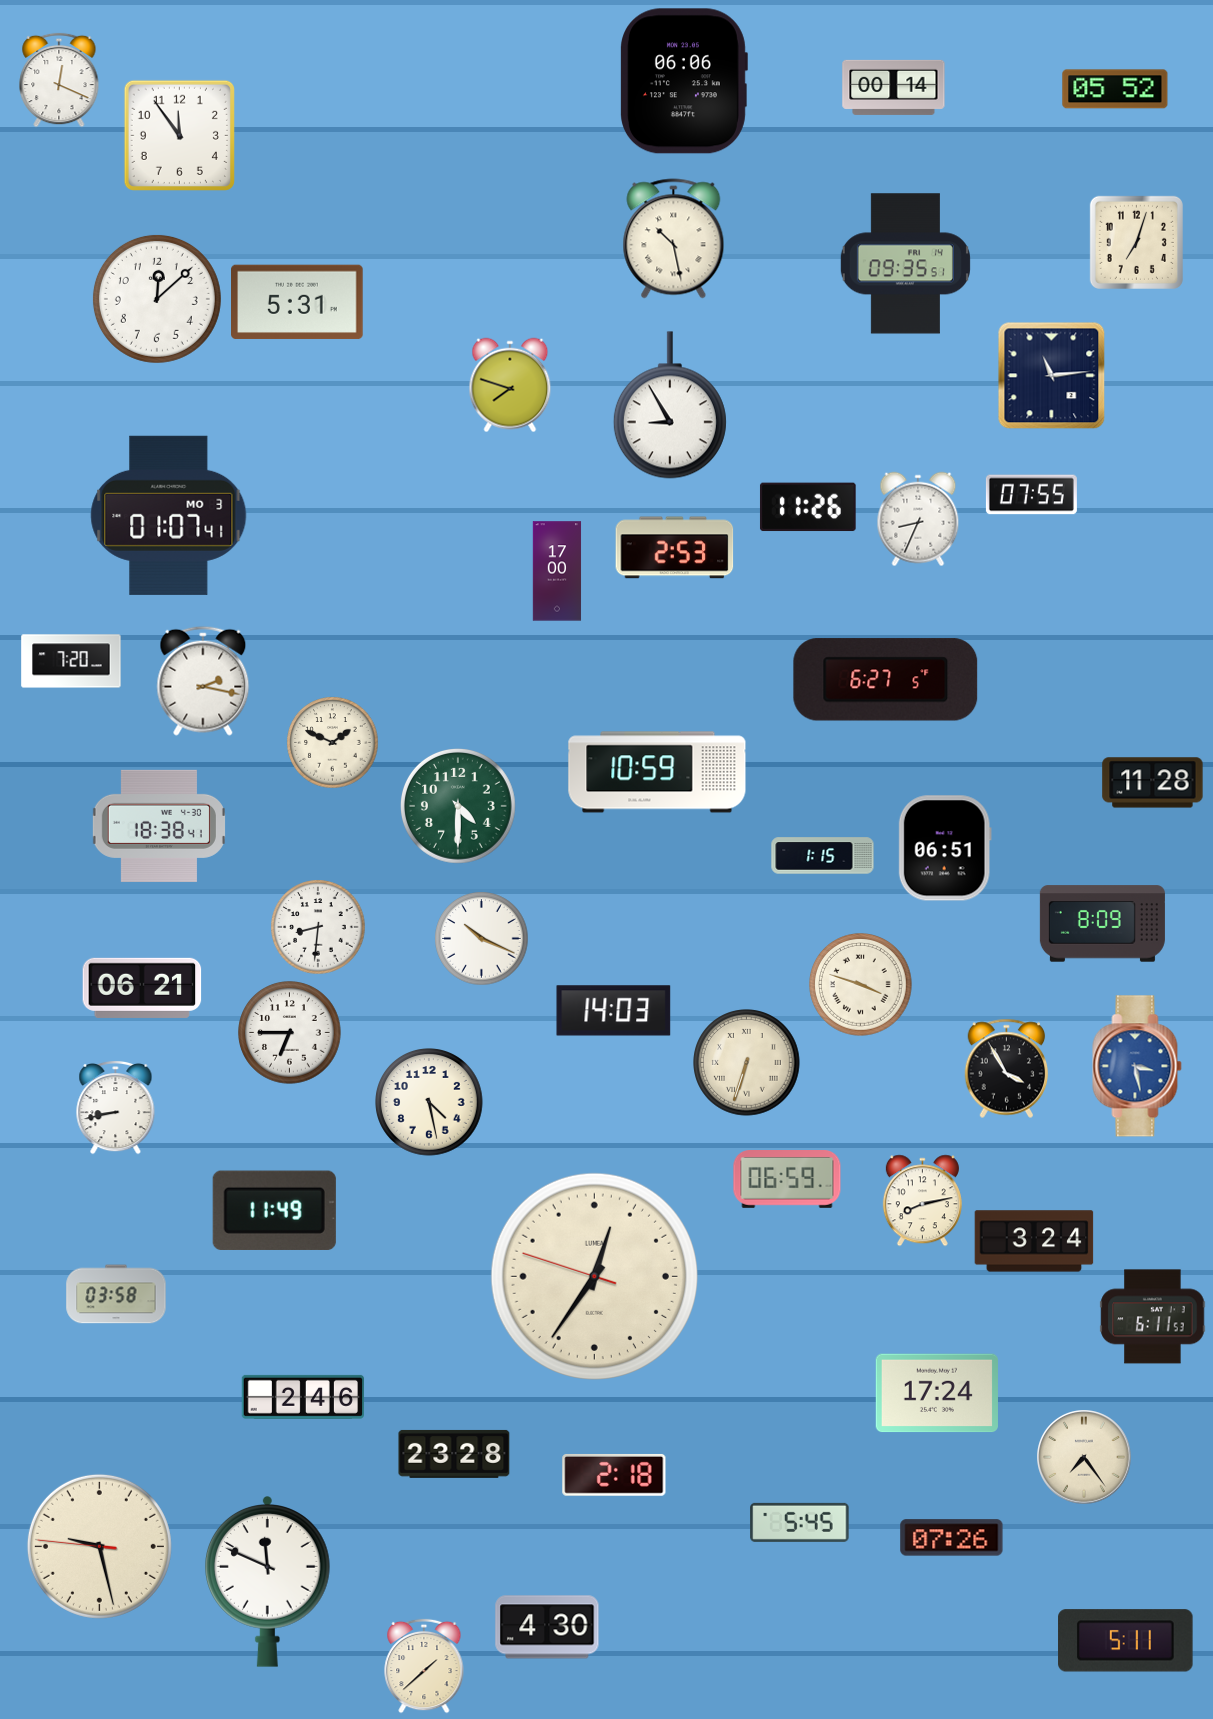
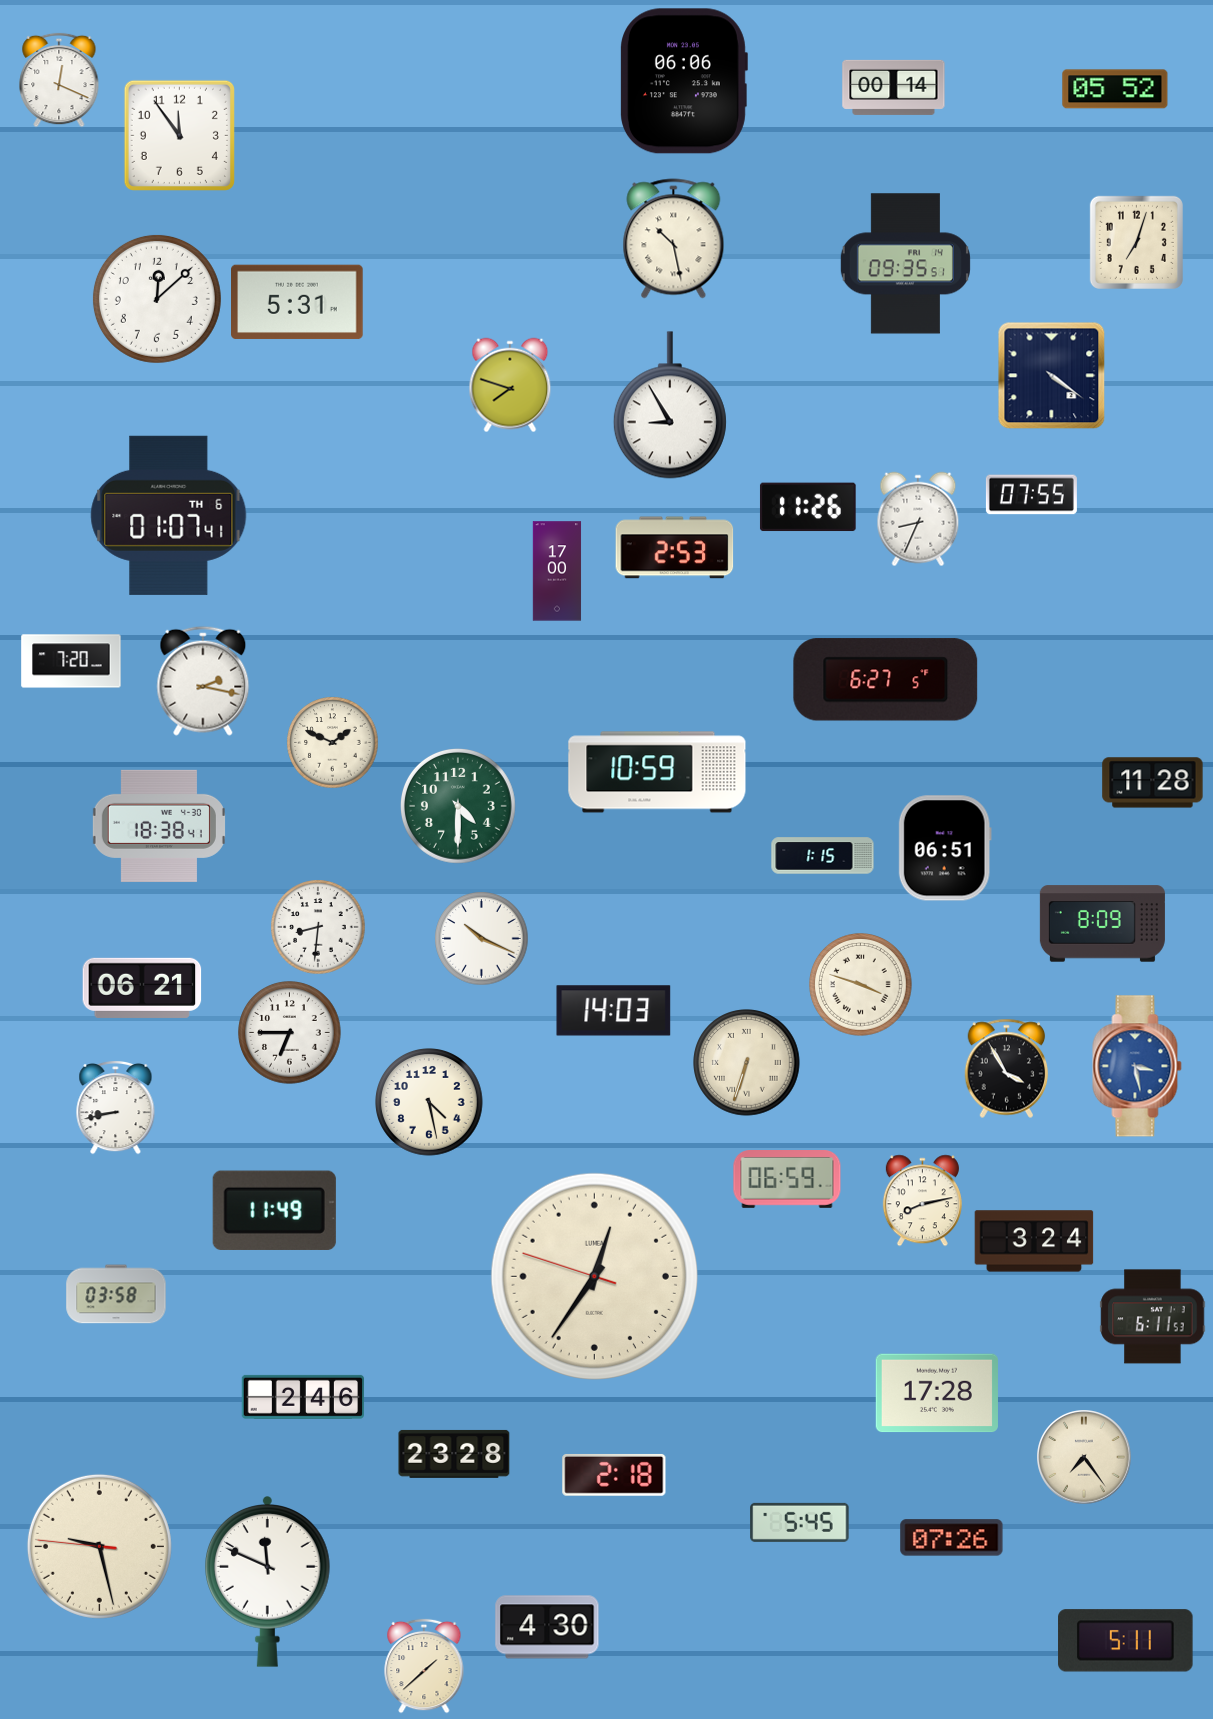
clock at (1052, 376): 11:14 -> 4:21
clock at (169, 515) date: MO 3 -> TH 6
clock at (937, 1393): 17:24 -> 17:28
